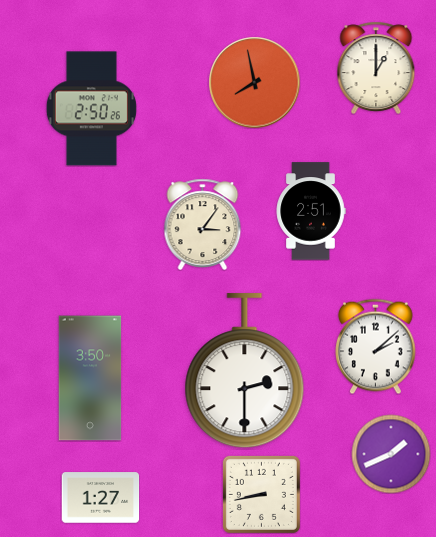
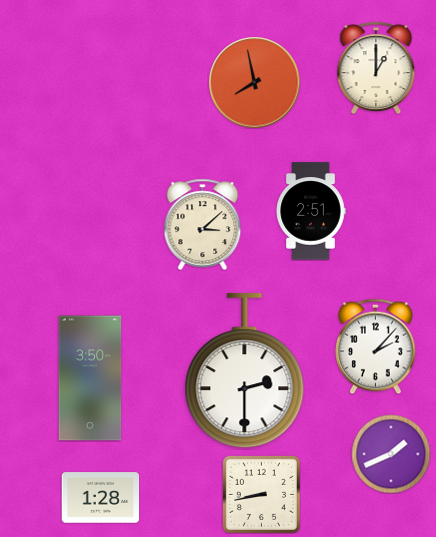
clock at (91, 109): 2:50 -> none
clock at (203, 224): 3:06 -> 3:08
clock at (376, 346): 2:08 -> 2:07
clock at (100, 498): 1:27 -> 1:28
